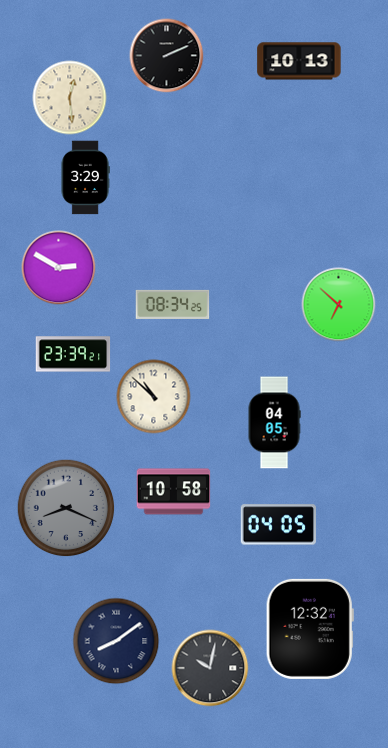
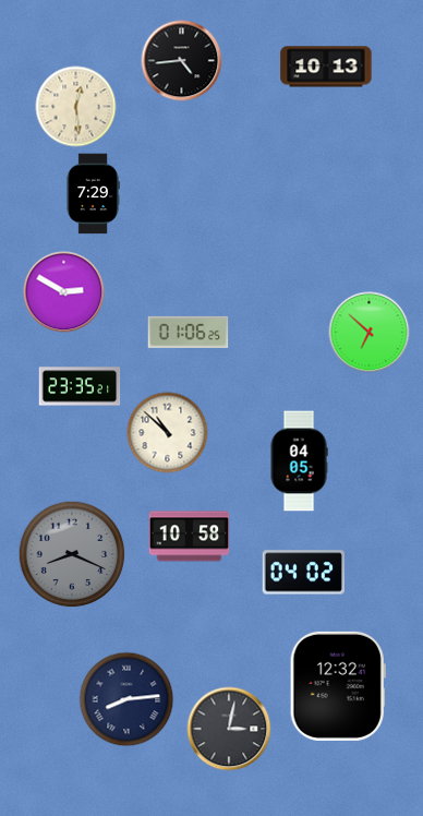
clock at (167, 56): 2:11 -> 4:44
clock at (85, 178): 3:29 -> 7:29
clock at (173, 304): 08:34 -> 01:06
clock at (73, 354): 23:39 -> 23:35
clock at (278, 525): 04:05 -> 04:02
clock at (116, 641): 8:09 -> 8:14
clock at (210, 668): 10:02 -> 3:02
